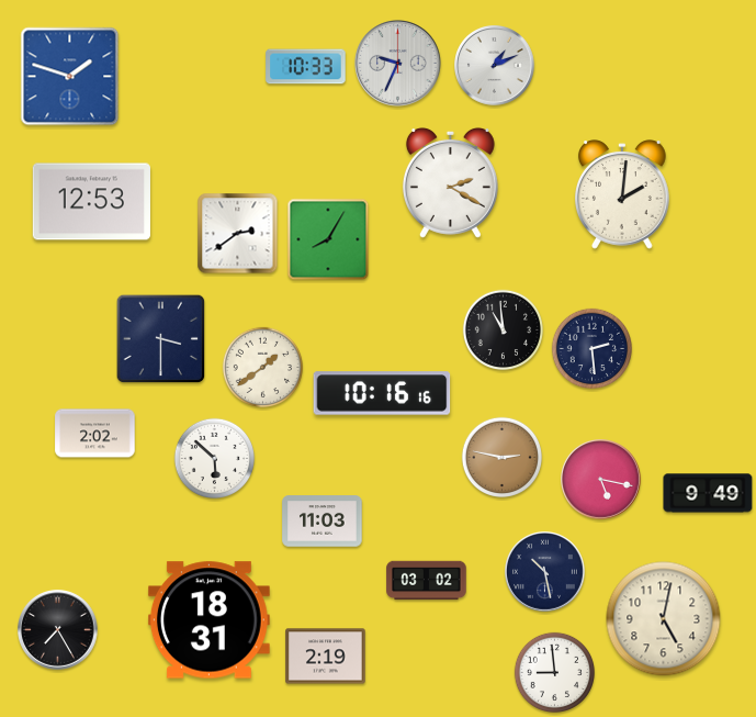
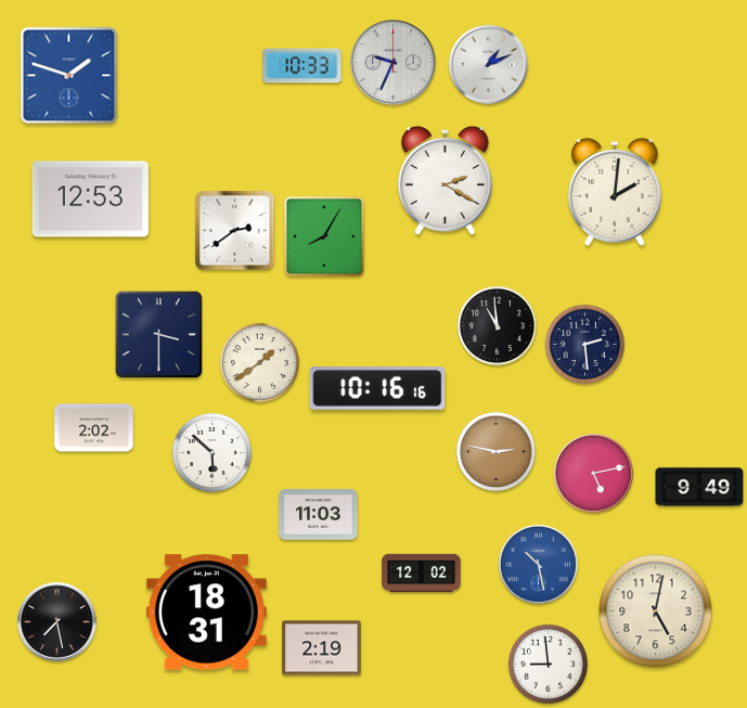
clock at (601, 480): 5:17 -> 5:13
clock at (545, 572) dial: navy -> blue
clock at (427, 581): 03:02 -> 12:02
clock at (58, 630): 7:25 -> 7:28
